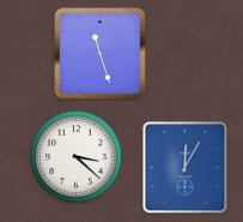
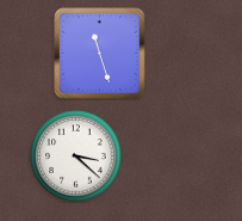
clock at (186, 168): 12:05 -> none
